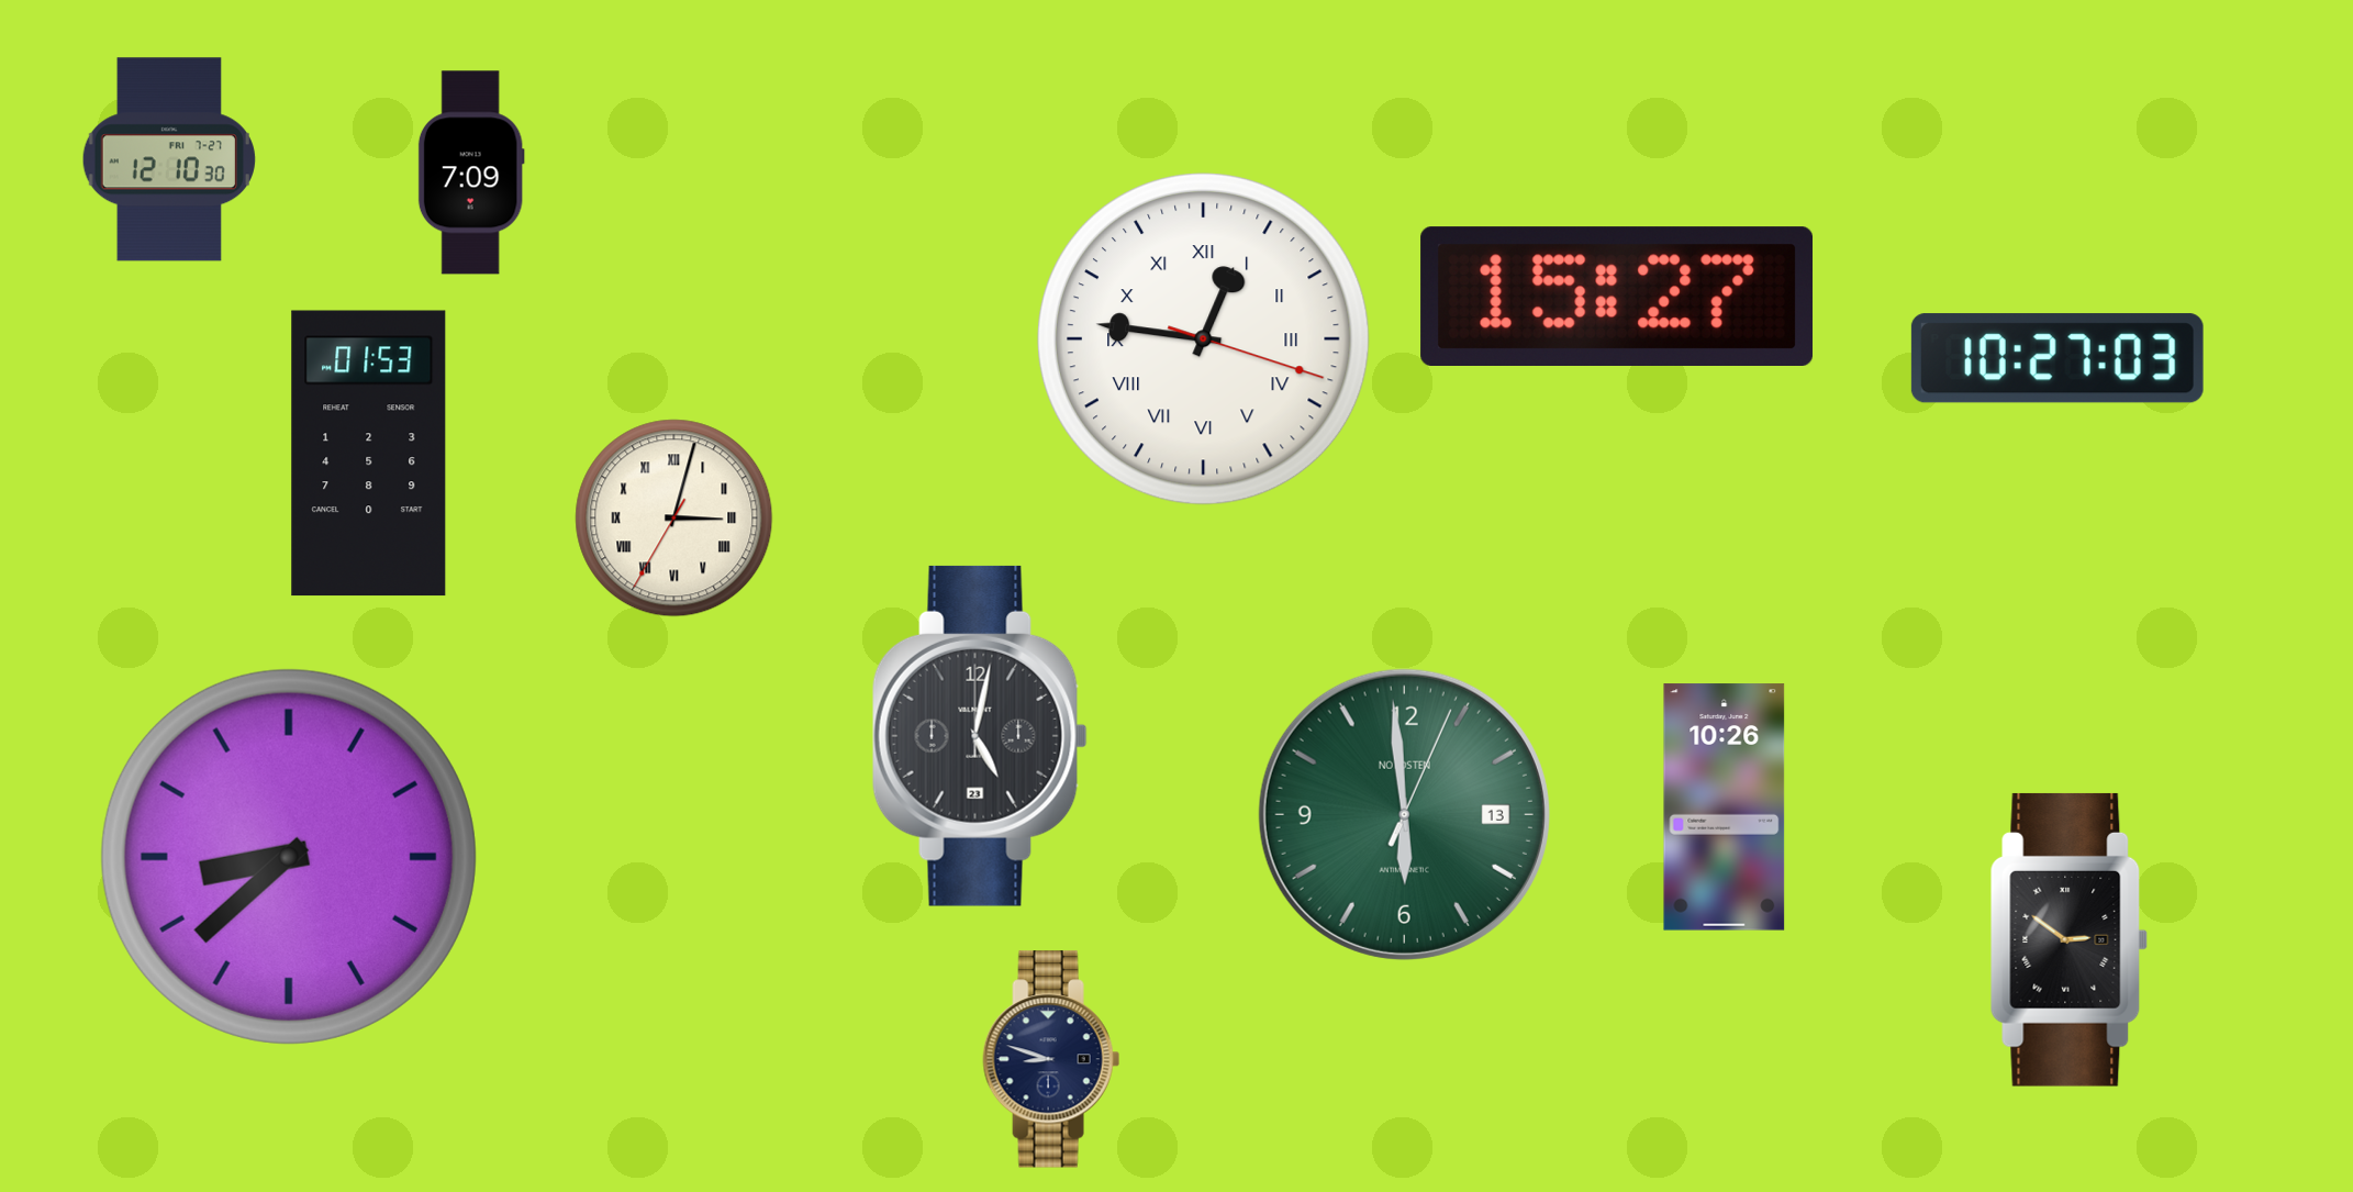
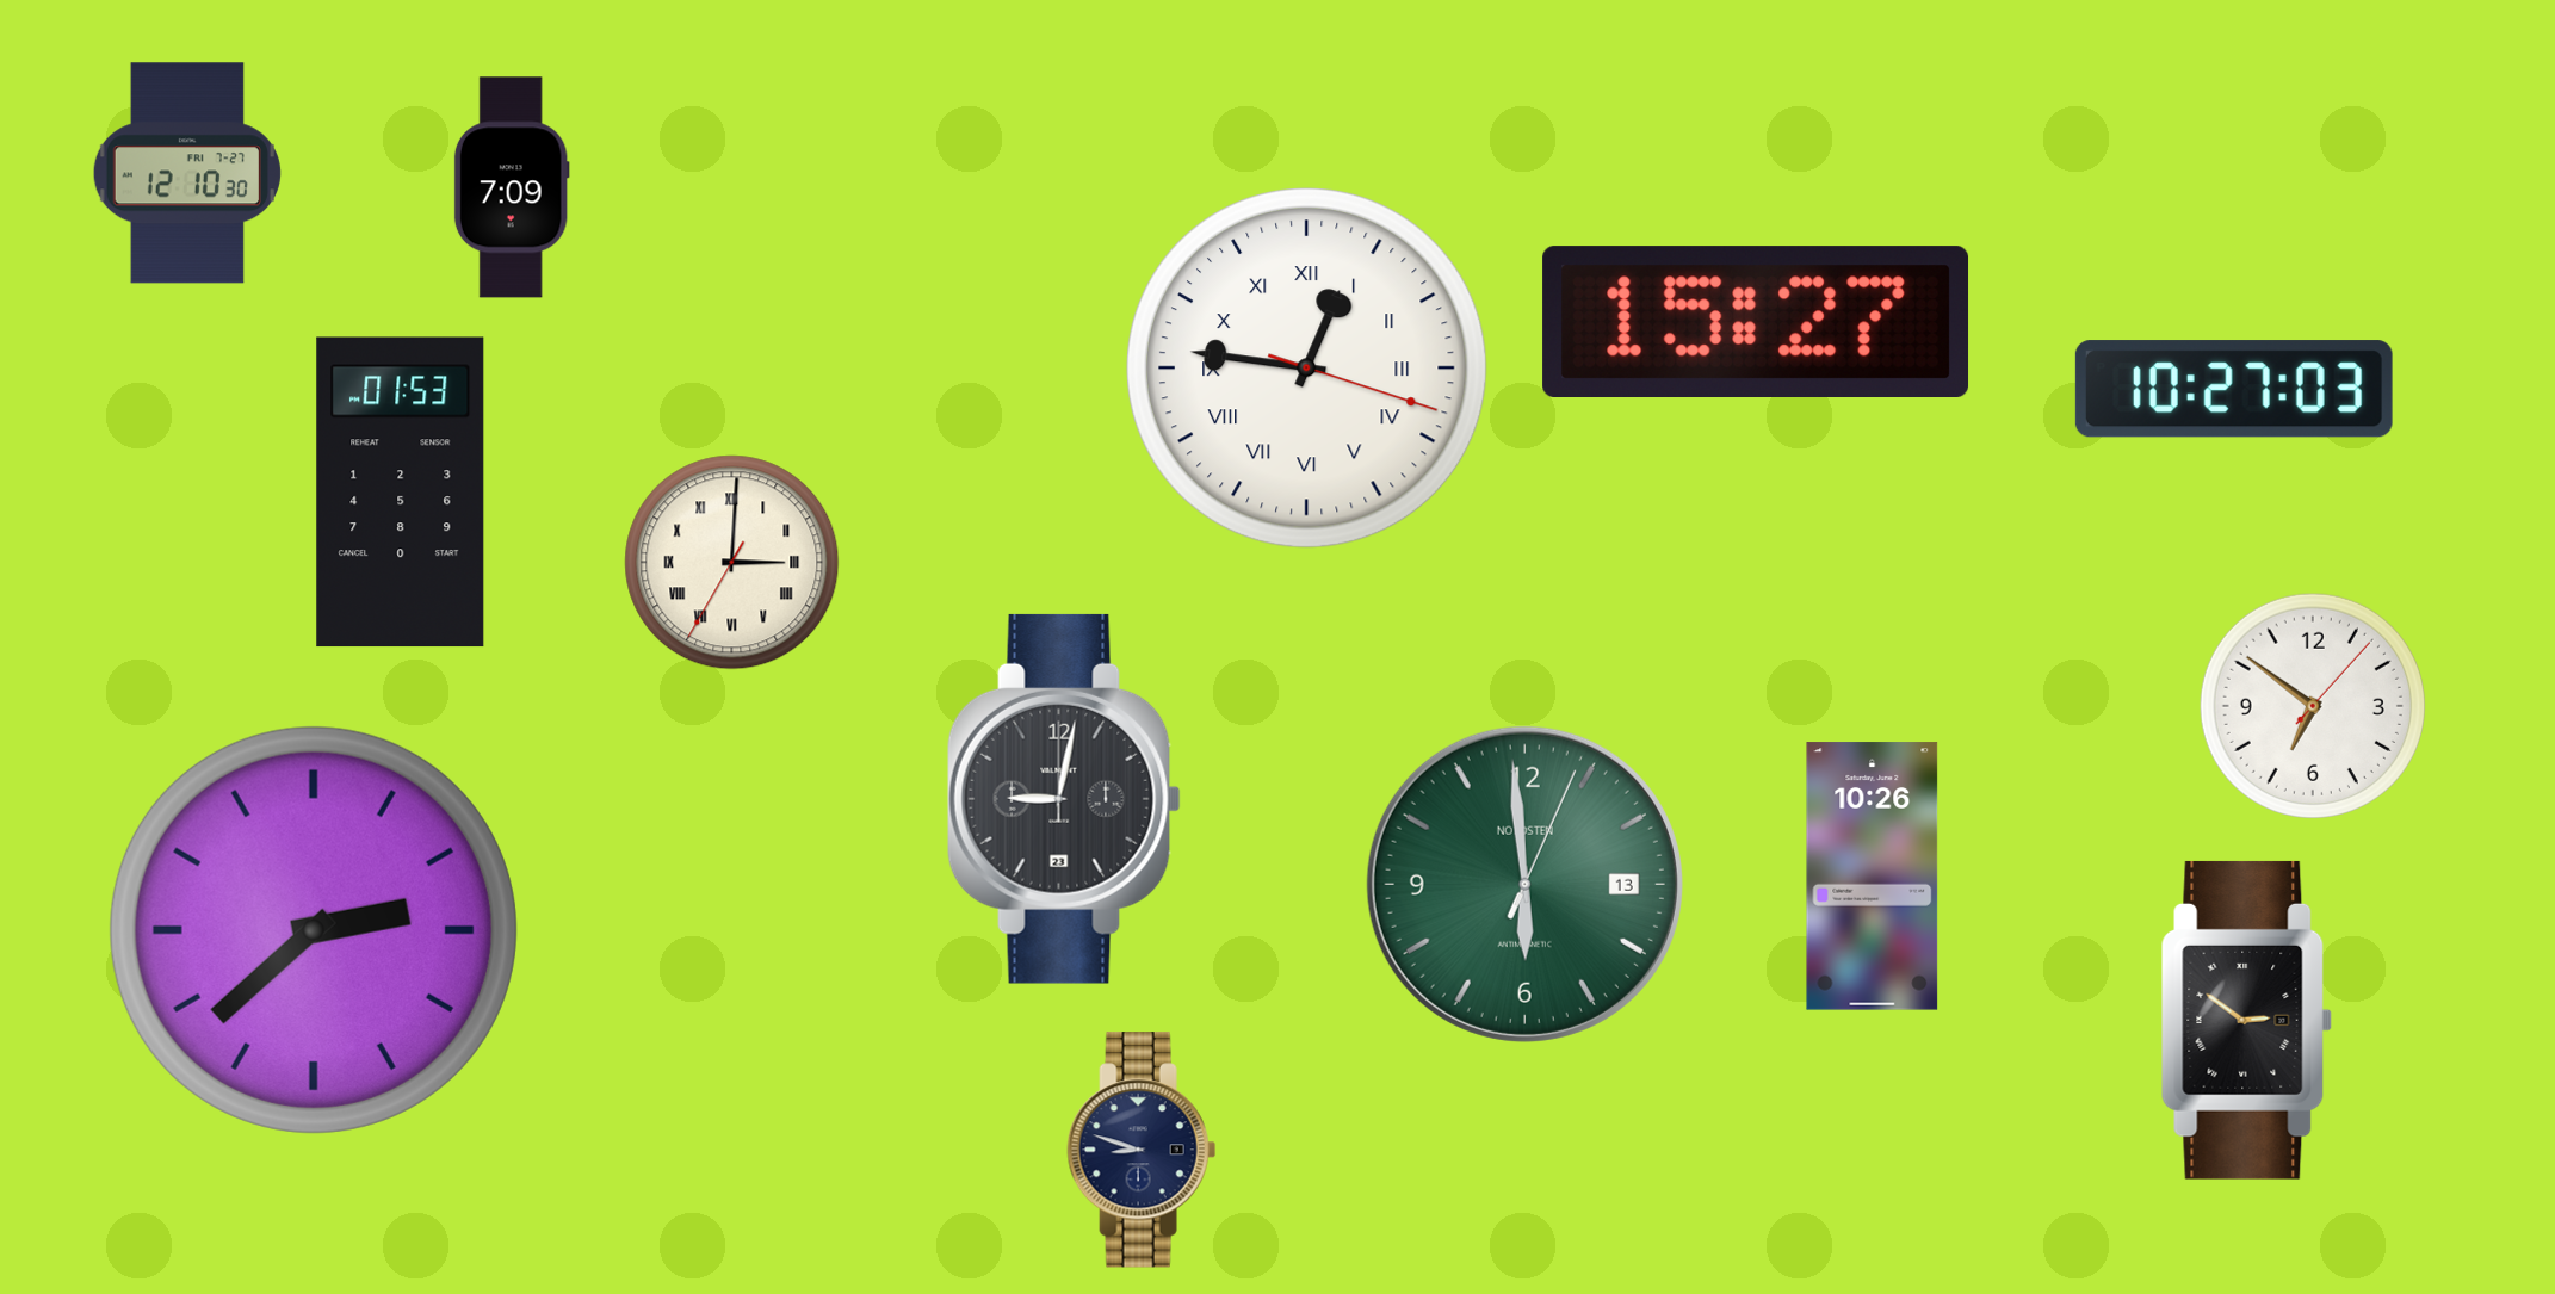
clock at (169, 159) position: (169, 159) -> (187, 173)
clock at (674, 519): 3:02 -> 3:00
clock at (2313, 706): none -> 6:51
clock at (980, 736): 5:02 -> 9:02
clock at (289, 857): 8:38 -> 2:38
